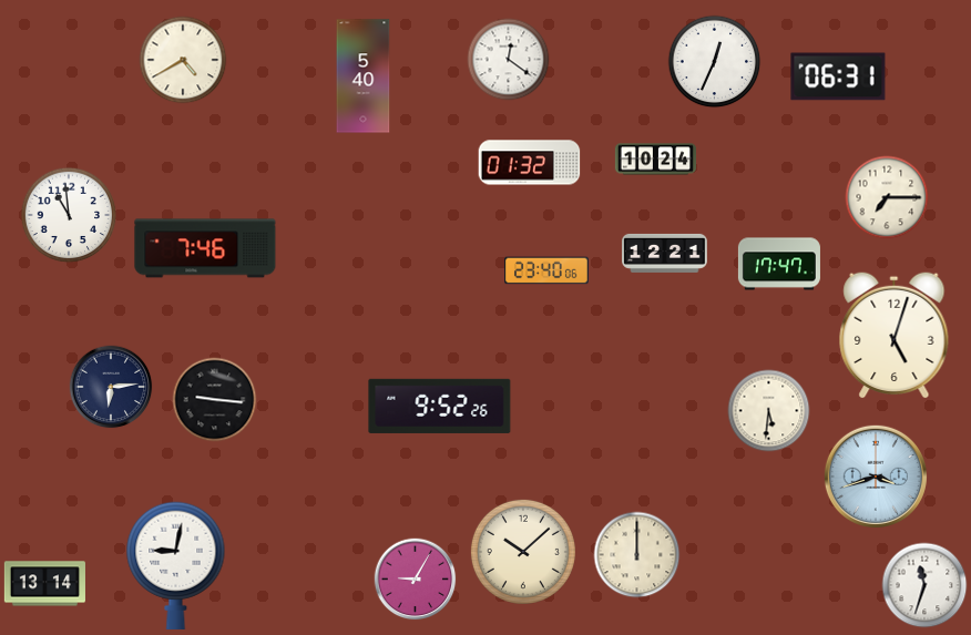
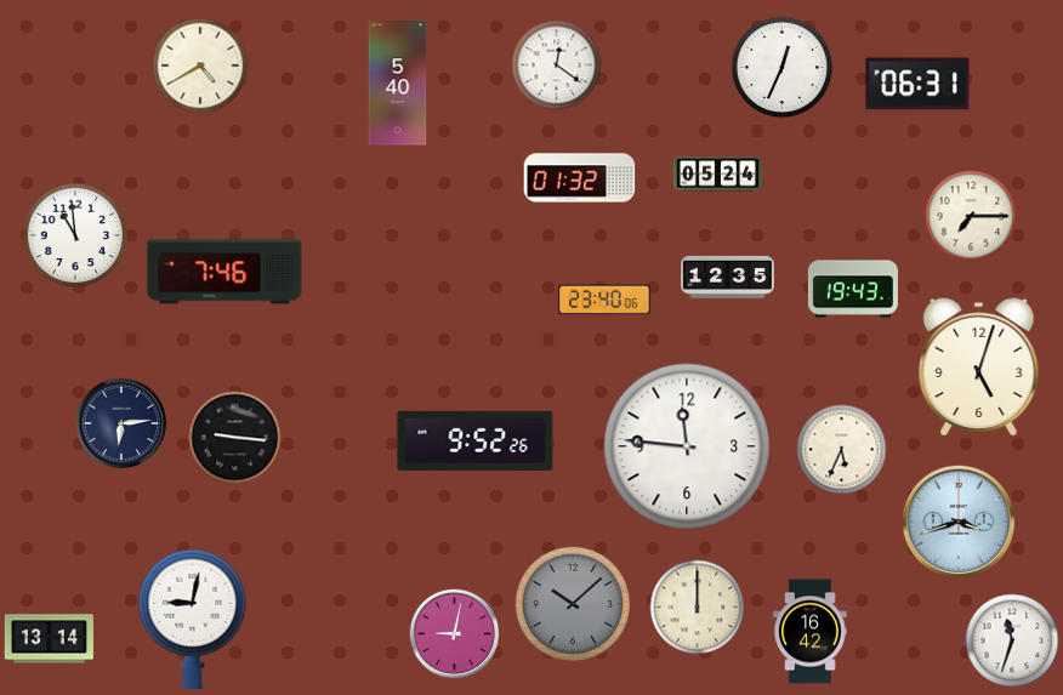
clock at (655, 160): 10:24 -> 05:24
clock at (665, 253): 12:21 -> 12:35
clock at (779, 264): 17:47 -> 19:43
clock at (548, 270) position: (548, 270) -> (606, 300)
clock at (440, 406) position: (440, 406) -> (476, 440)
clock at (687, 446): none -> 11:46
clock at (769, 411): 5:31 -> 5:34
clock at (523, 552) dial: cream -> grey
clock at (811, 632): none -> 16:42
clock at (416, 580): 9:05 -> 9:02
